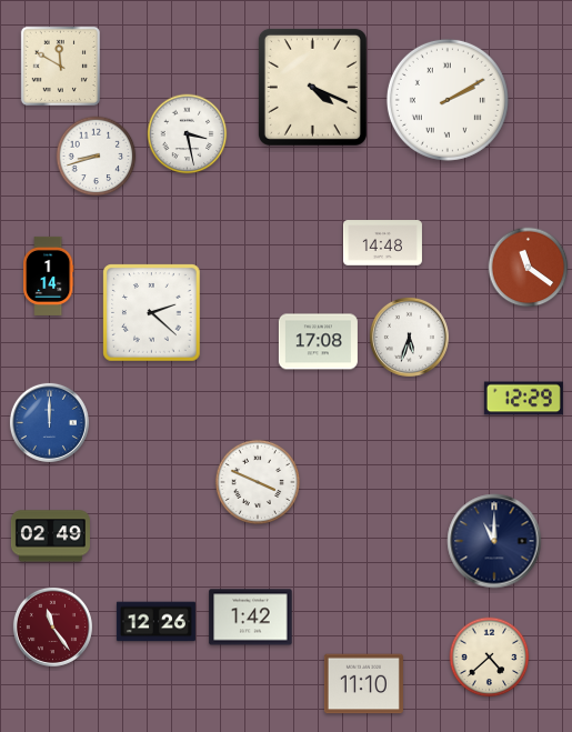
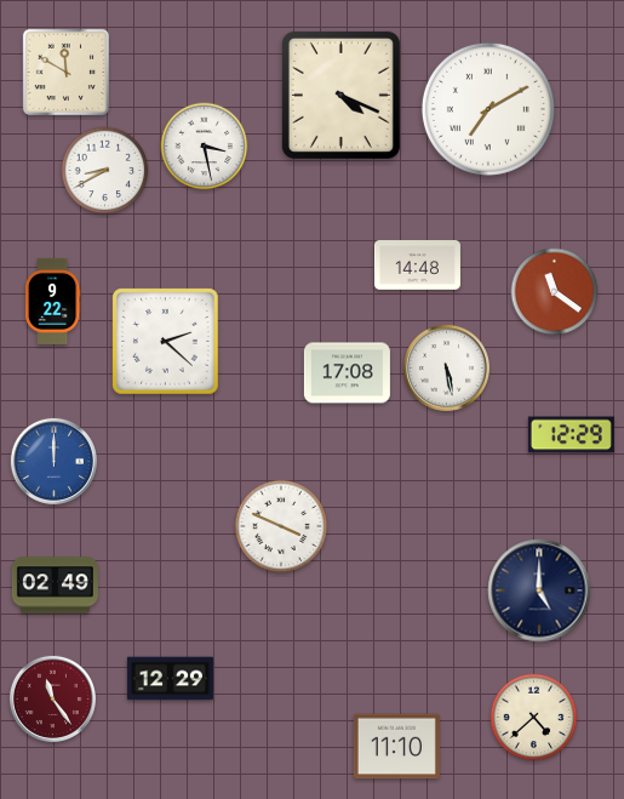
clock at (448, 100): 2:10 -> 7:10
clock at (97, 157): 8:42 -> 8:40
clock at (529, 268) position: (529, 268) -> (555, 292)
clock at (49, 275): 1:14 -> 9:22
clock at (409, 337): 5:33 -> 5:28
clock at (494, 541): 11:00 -> 5:00
clock at (251, 618): 1:42 -> none
clock at (155, 622): 12:26 -> 12:29
clock at (52, 626) position: (52, 626) -> (52, 698)
